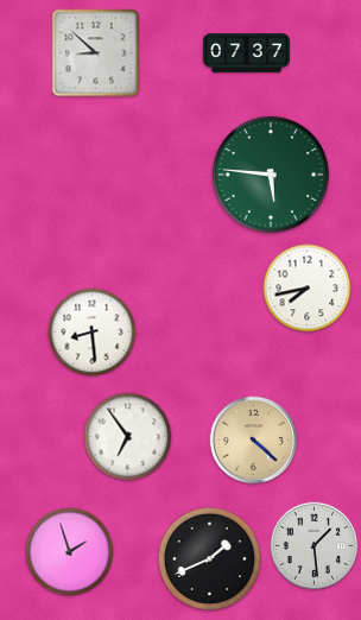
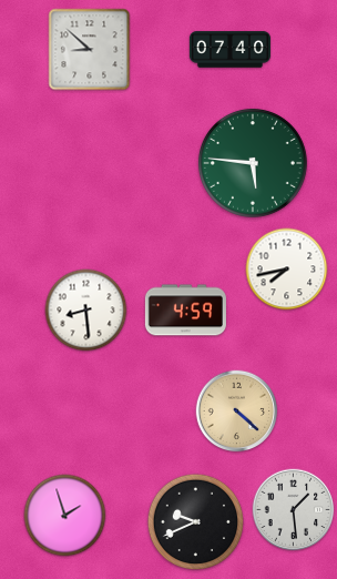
clock at (246, 53): 07:37 -> 07:40
clock at (185, 311): none -> 4:59
clock at (128, 437): 6:54 -> none
clock at (209, 558): 1:41 -> 9:41
